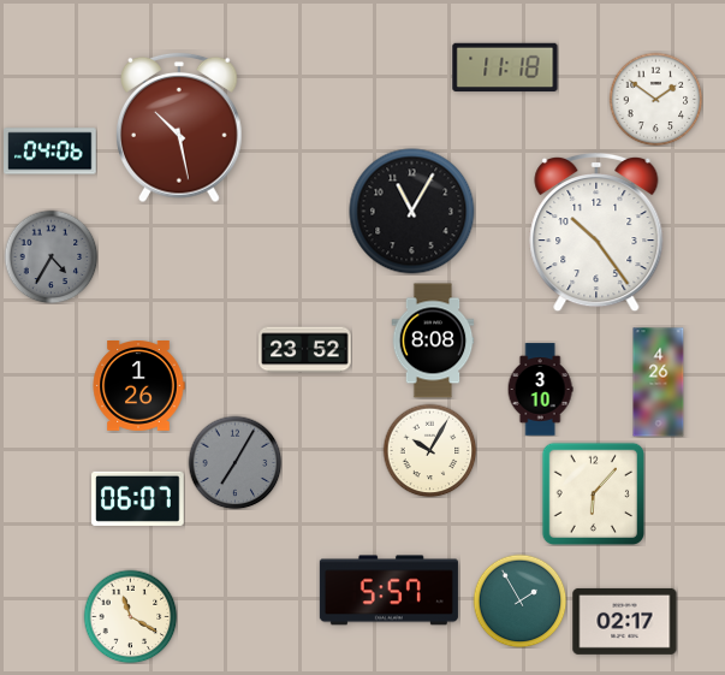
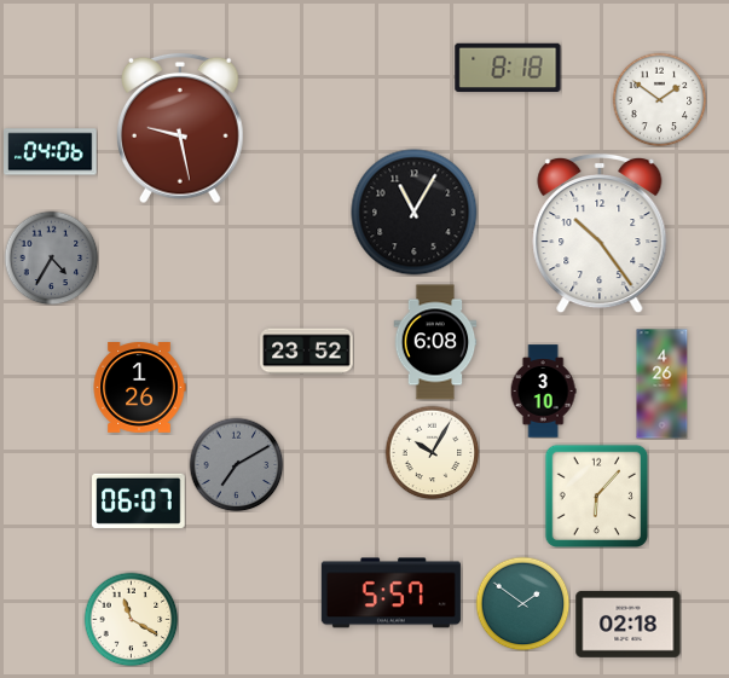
clock at (505, 67): 11:18 -> 8:18
clock at (180, 128): 10:28 -> 9:28
clock at (433, 341): 8:08 -> 6:08
clock at (234, 462): 7:05 -> 7:10
clock at (519, 600): 1:55 -> 1:51
clock at (625, 621): 02:17 -> 02:18
